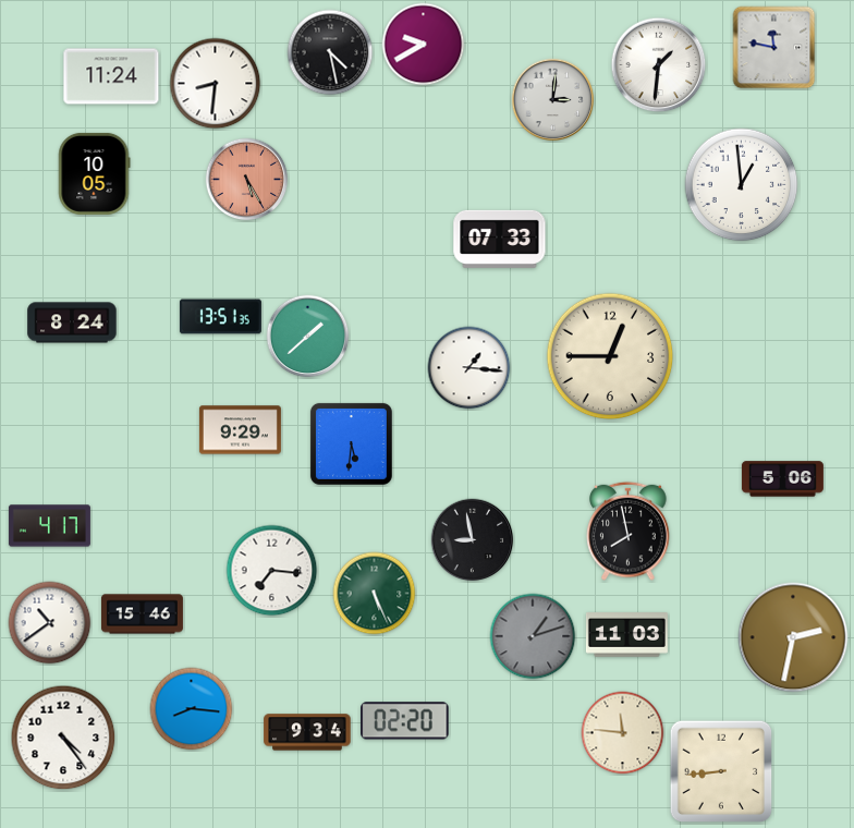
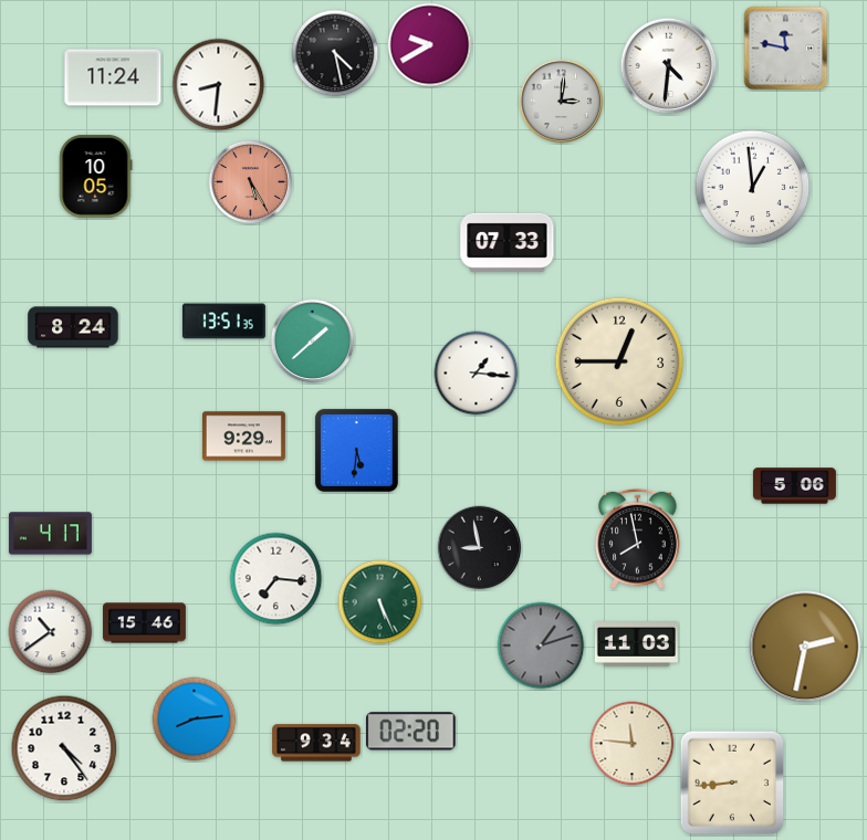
clock at (659, 65): 1:31 -> 4:31
clock at (192, 709): 8:16 -> 8:14
clock at (307, 732) position: (307, 732) -> (316, 743)
